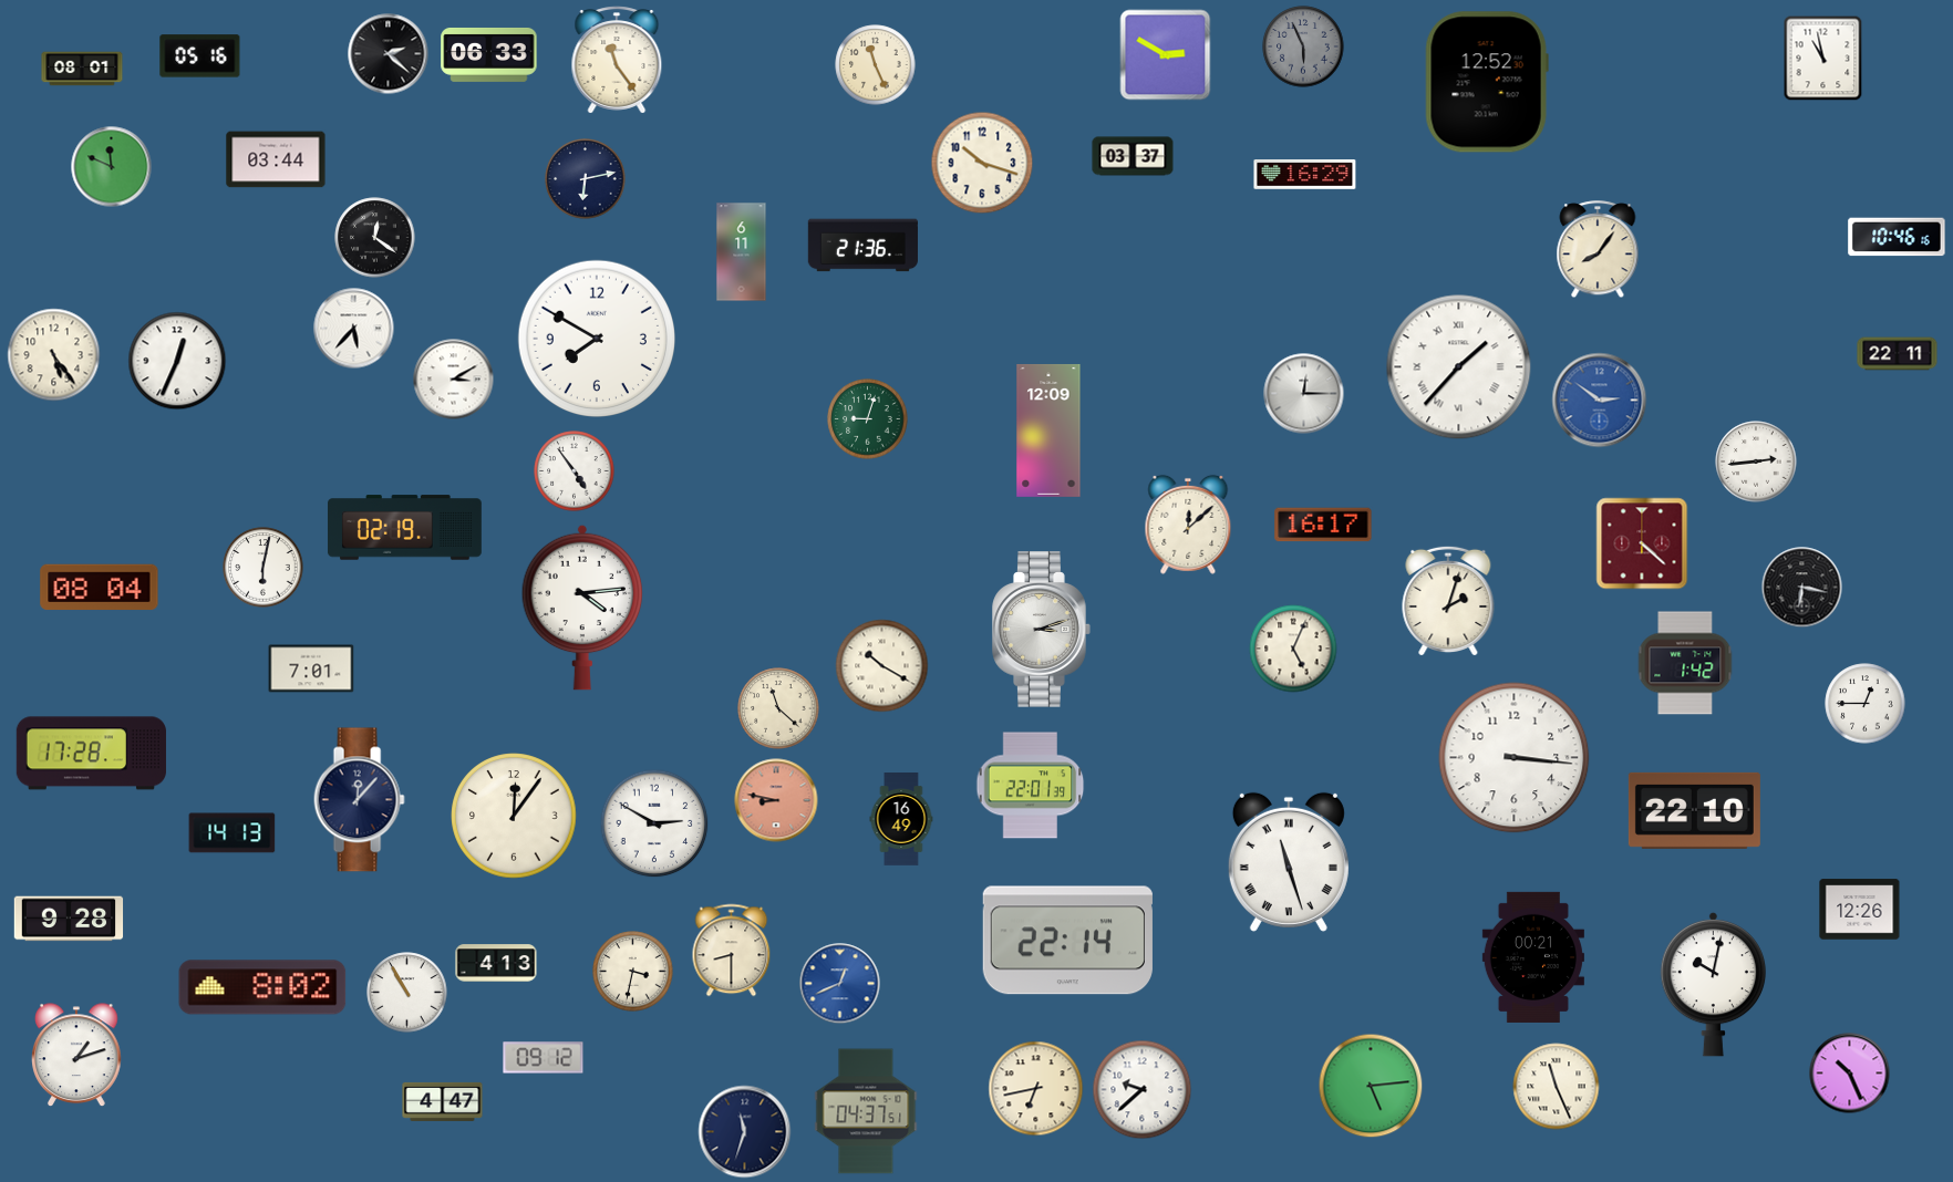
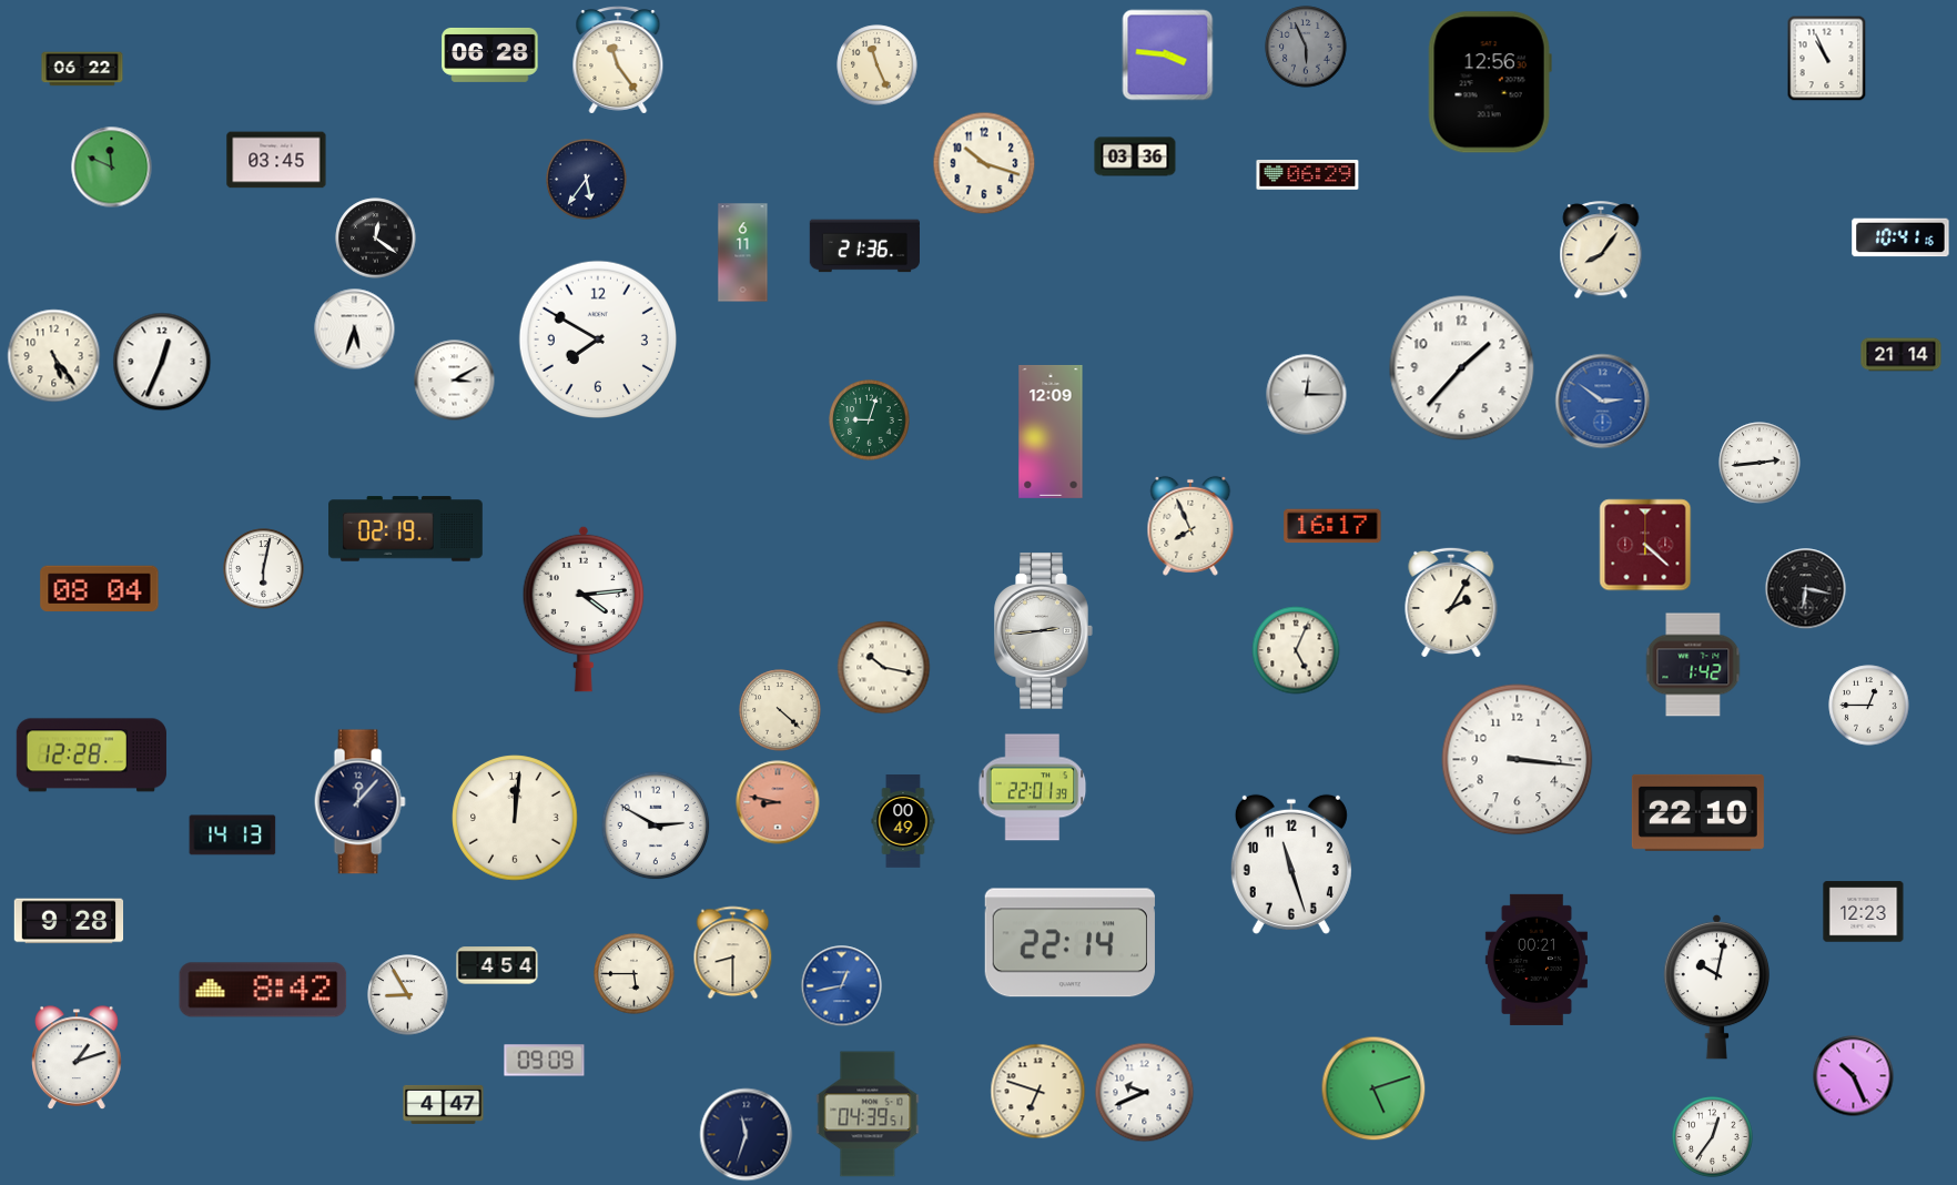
clock at (389, 54): 2:22 -> none
clock at (489, 54): 06:33 -> 06:28
clock at (1166, 55): 2:50 -> 3:46
clock at (200, 56): 05:16 -> none
clock at (1823, 59): 10:58 -> 10:56
clock at (82, 69): 08:01 -> 06:22
clock at (1487, 82): 12:52 -> 12:56
clock at (1133, 156): 03:37 -> 03:36
clock at (276, 159): 03:44 -> 03:45
clock at (1305, 175): 16:29 -> 06:29
clock at (586, 179): 6:13 -> 5:36
clock at (1897, 237): 10:46 -> 10:41
clock at (354, 329): 5:37 -> 5:33
clock at (1898, 354): 22:11 -> 21:14
clock at (177, 361) position: (177, 361) -> (162, 362)
clock at (1459, 367) numerals: Roman -> Arabic
clock at (575, 471): 4:54 -> none
clock at (1188, 525): 12:08 -> 7:56
clock at (1323, 525) position: (1323, 525) -> (1332, 526)
clock at (1448, 600): 2:03 -> 2:05
clock at (1042, 630): 3:12 -> 2:44
clock at (1685, 663) position: (1685, 663) -> (1693, 665)
clock at (882, 666): 10:20 -> 10:17
clock at (311, 668): 7:01 -> none
clock at (778, 708): 11:22 -> 4:22
clock at (91, 754): 17:28 -> 12:28
clock at (514, 816): 12:06 -> 12:01
clock at (901, 819): 16:49 -> 00:49
clock at (1289, 862) numerals: Roman -> Arabic
clock at (1860, 910): 12:26 -> 12:23
clock at (496, 963): 4:13 -> 4:54
clock at (633, 972): 3:32 -> 5:45
clock at (840, 984): 12:41 -> 12:43
clock at (262, 987): 8:02 -> 8:42
clock at (407, 993): 10:55 -> 8:55
clock at (544, 1058): 09:12 -> 09:09
clock at (1371, 1086): 5:14 -> 5:12
clock at (1557, 1087): 11:26 -> none
clock at (1036, 1089): 6:43 -> 6:48
clock at (1143, 1090): 9:38 -> 9:41
clock at (866, 1111): 04:37 -> 04:39
clock at (1713, 1137): none -> 12:36
